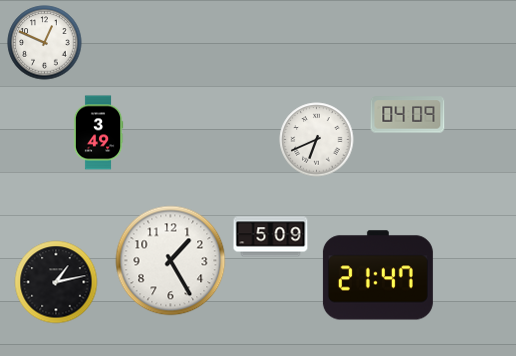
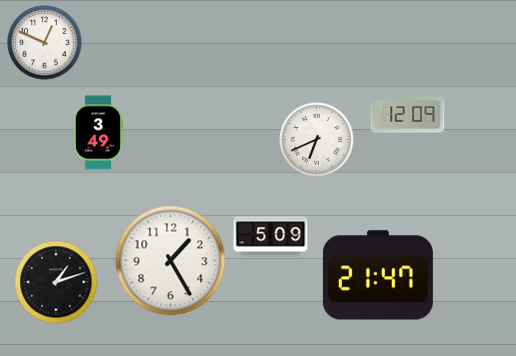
clock at (408, 115): 04:09 -> 12:09
clock at (56, 282): 1:13 -> 1:12
